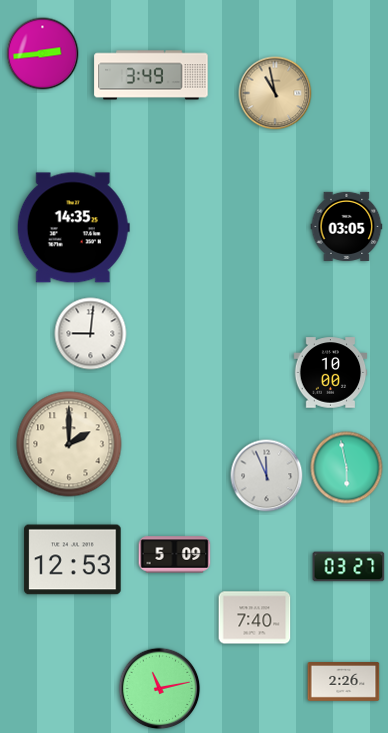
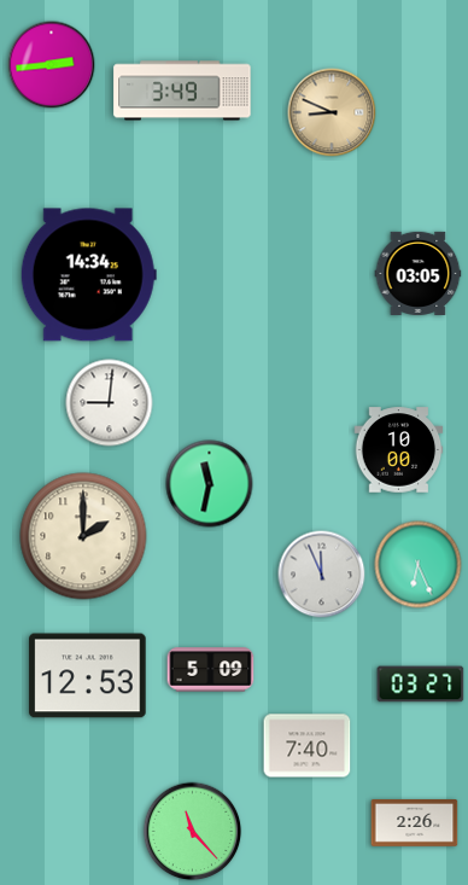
clock at (275, 93): 10:58 -> 8:49
clock at (73, 228): 14:35 -> 14:34
clock at (210, 484): none -> 11:32
clock at (347, 468): 5:58 -> 6:26
clock at (160, 689): 11:13 -> 11:23
